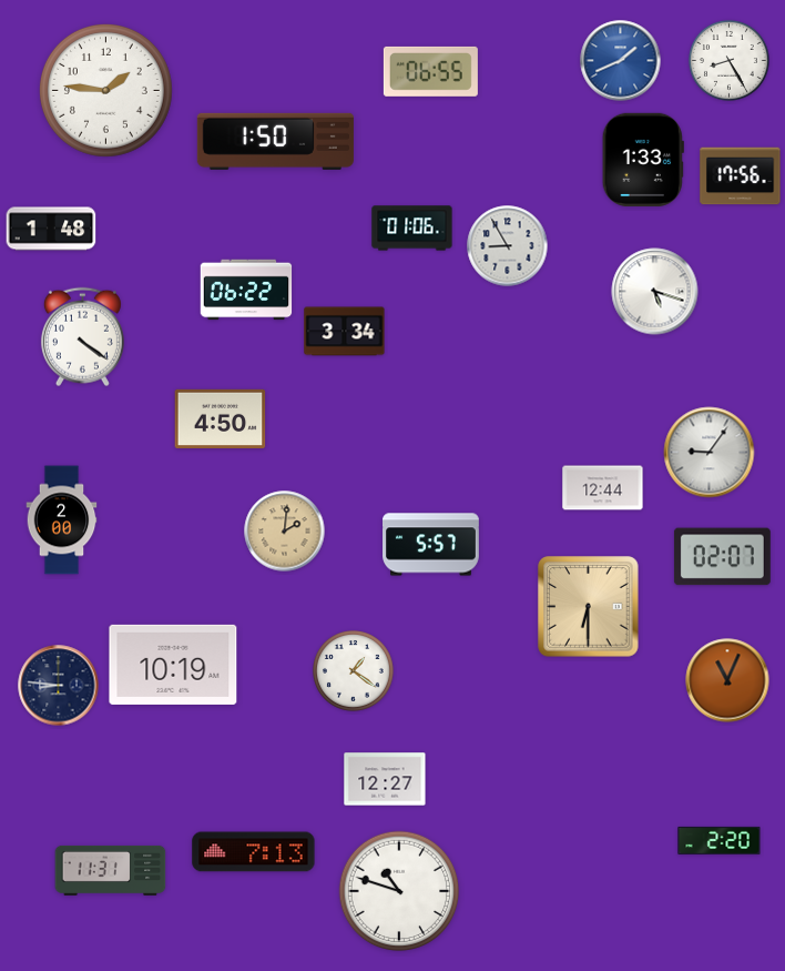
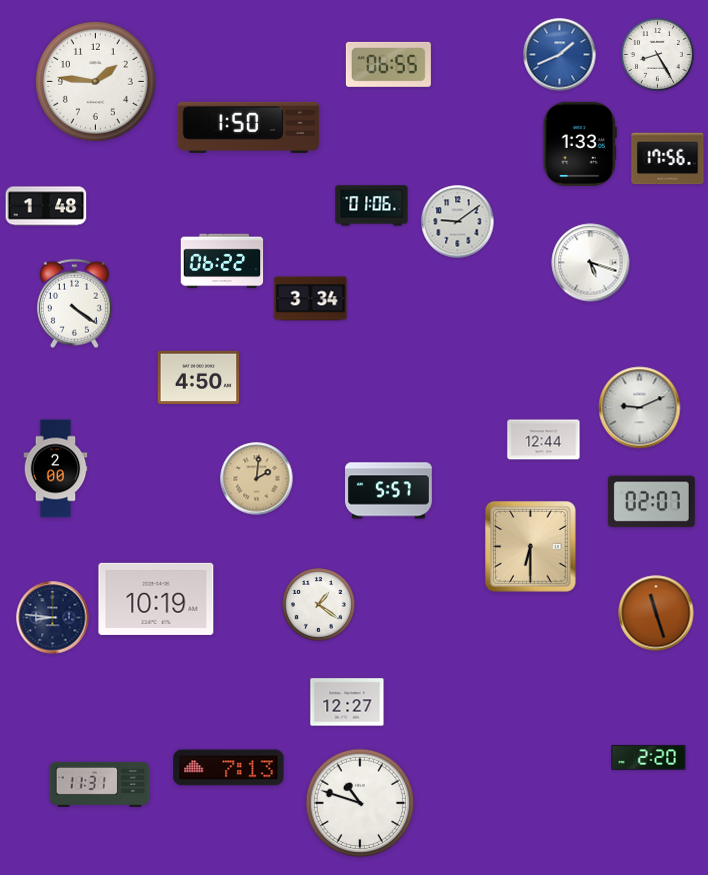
clock at (508, 246): 8:55 -> 9:09
clock at (710, 453): 9:06 -> 9:11
clock at (727, 680): 11:04 -> 11:27
